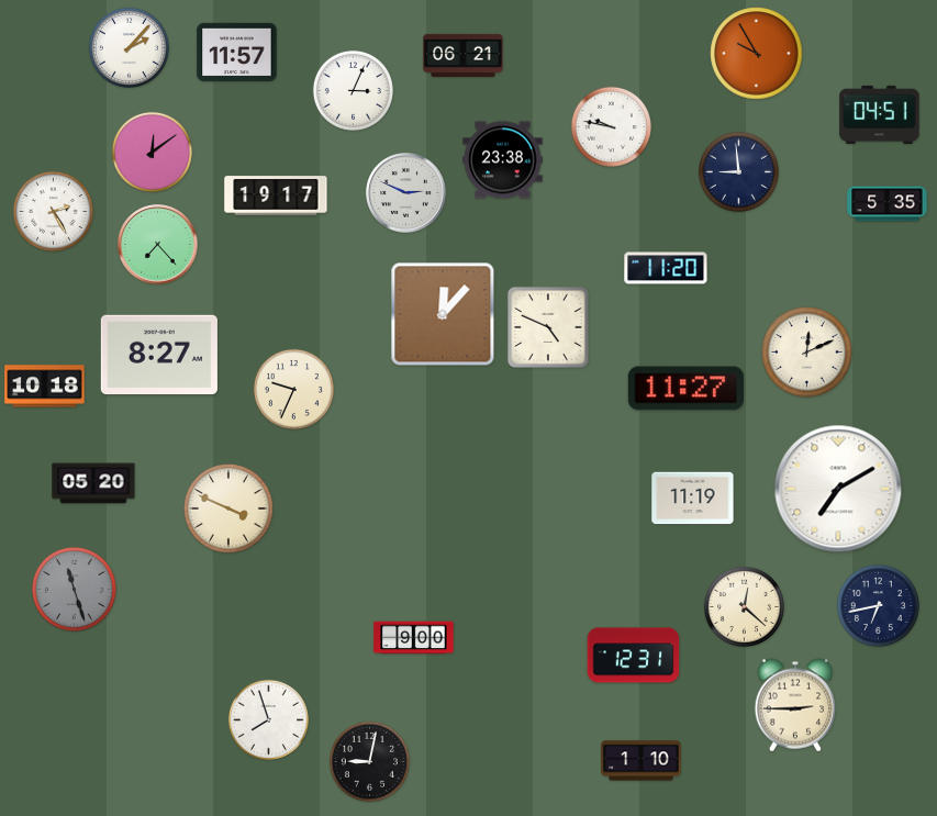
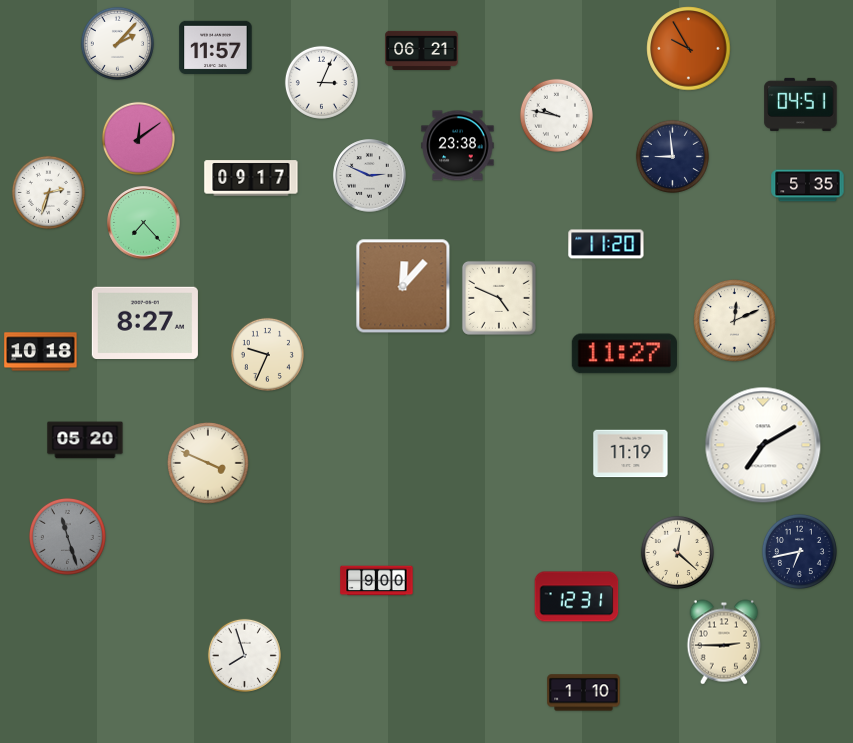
clock at (276, 195): 19:17 -> 09:17
clock at (53, 211): 2:25 -> 2:33
clock at (369, 761): 9:02 -> none
